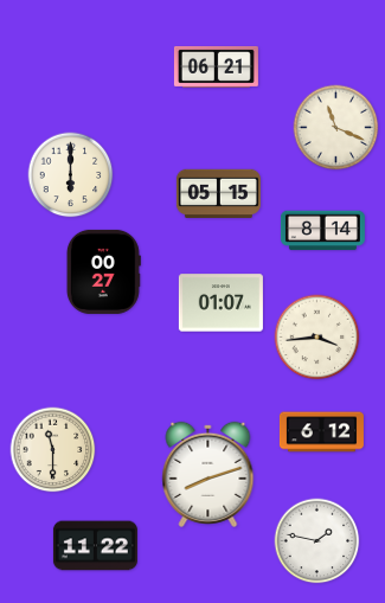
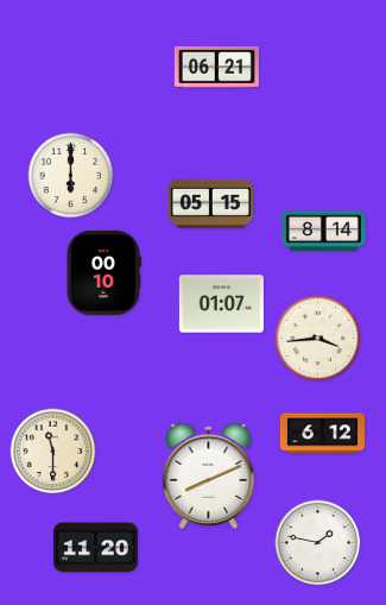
clock at (336, 128): 11:19 -> none
clock at (218, 194) position: (218, 194) -> (210, 204)
clock at (103, 271): 00:27 -> 00:10
clock at (208, 474): 8:12 -> 8:11
clock at (95, 546): 11:22 -> 11:20
